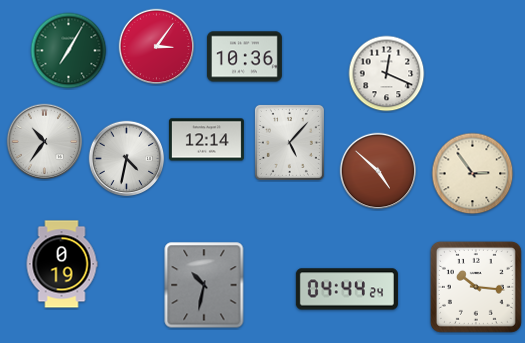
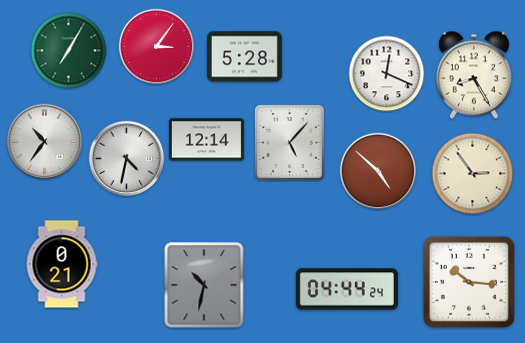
clock at (244, 57): 10:36 -> 5:28
clock at (474, 75): none -> 8:25
clock at (62, 264): 0:19 -> 0:21
clock at (476, 287) position: (476, 287) -> (469, 282)
